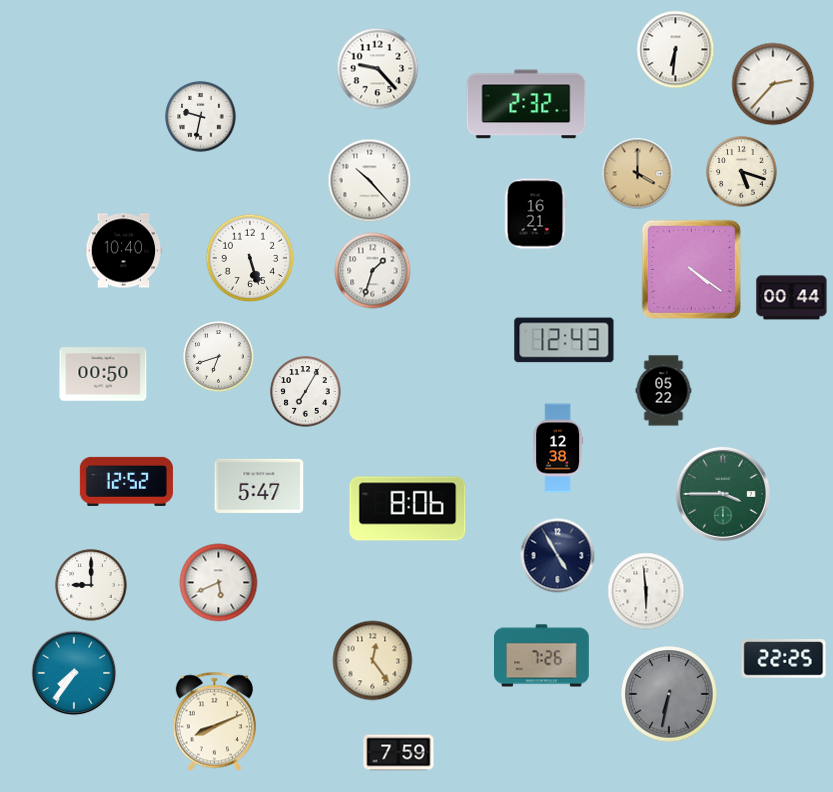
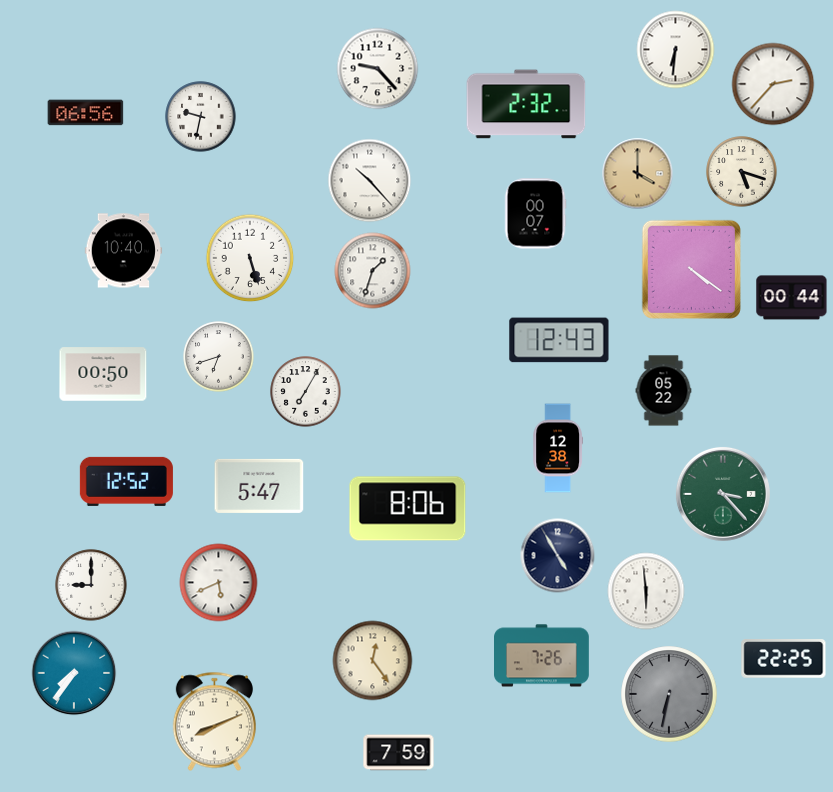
clock at (86, 113): none -> 06:56
clock at (535, 214): 16:21 -> 00:07
clock at (564, 340) position: (564, 340) -> (559, 340)
clock at (723, 494): 3:45 -> 3:23
